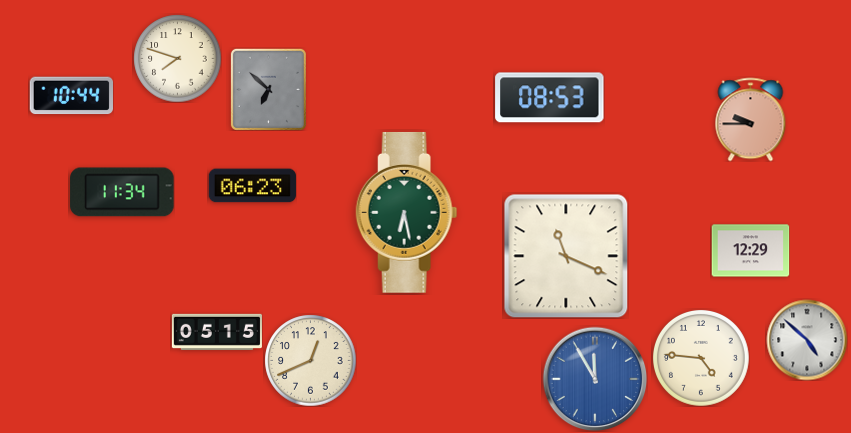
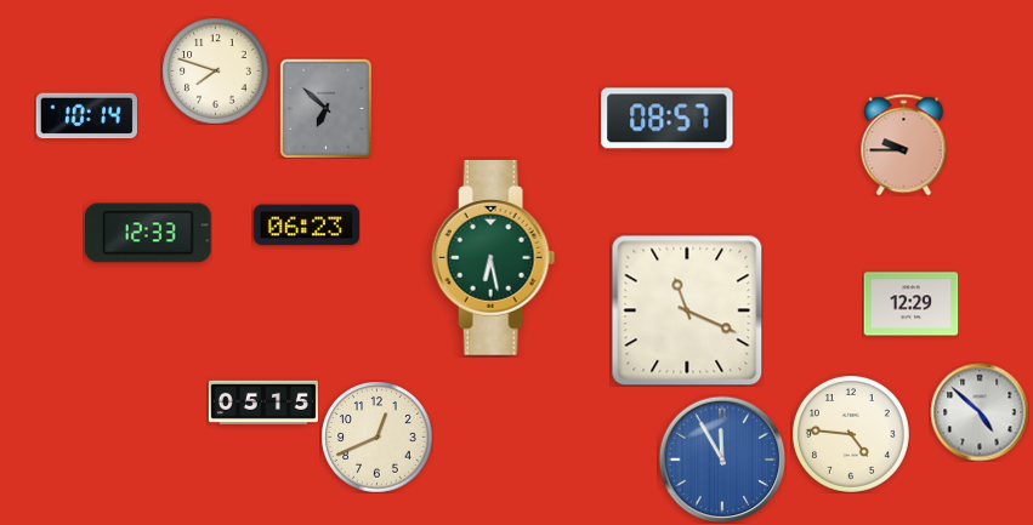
clock at (71, 96): 10:44 -> 10:14
clock at (550, 98): 08:53 -> 08:57
clock at (751, 119) position: (751, 119) -> (904, 144)
clock at (122, 192): 11:34 -> 12:33
